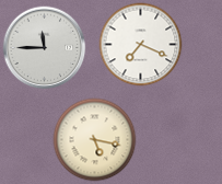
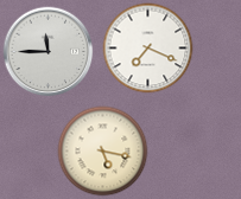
clock at (141, 45) position: (141, 45) -> (148, 49)
